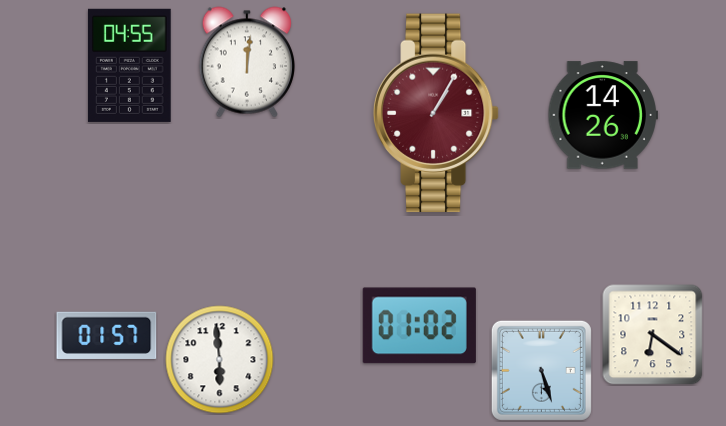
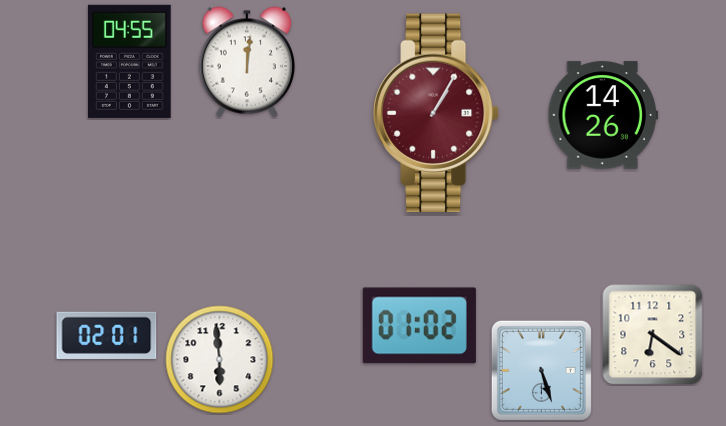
clock at (129, 65) position: (129, 65) -> (129, 61)
clock at (107, 335): 01:57 -> 02:01
